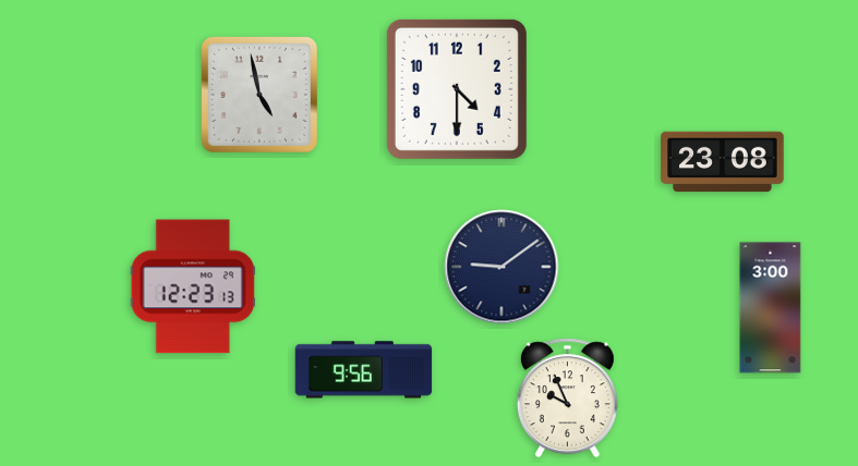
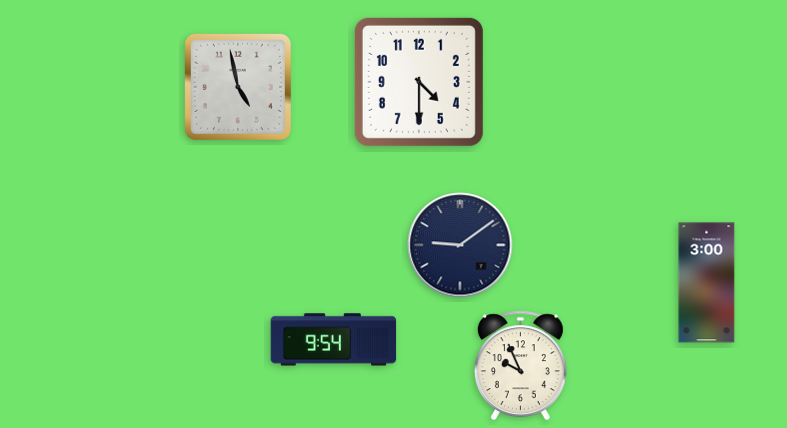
clock at (723, 162): 23:08 -> none
clock at (193, 286): 12:23 -> none
clock at (364, 370): 9:56 -> 9:54
